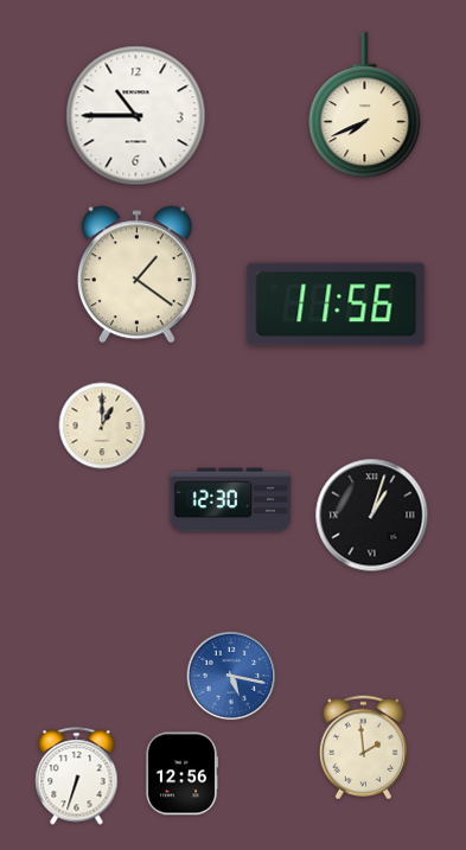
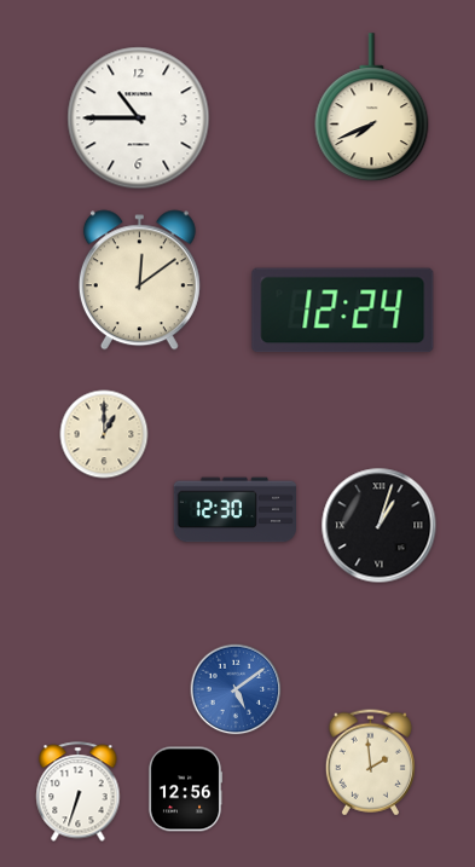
clock at (136, 275): 1:21 -> 12:09
clock at (337, 305): 11:56 -> 12:24
clock at (231, 676): 5:17 -> 5:09
